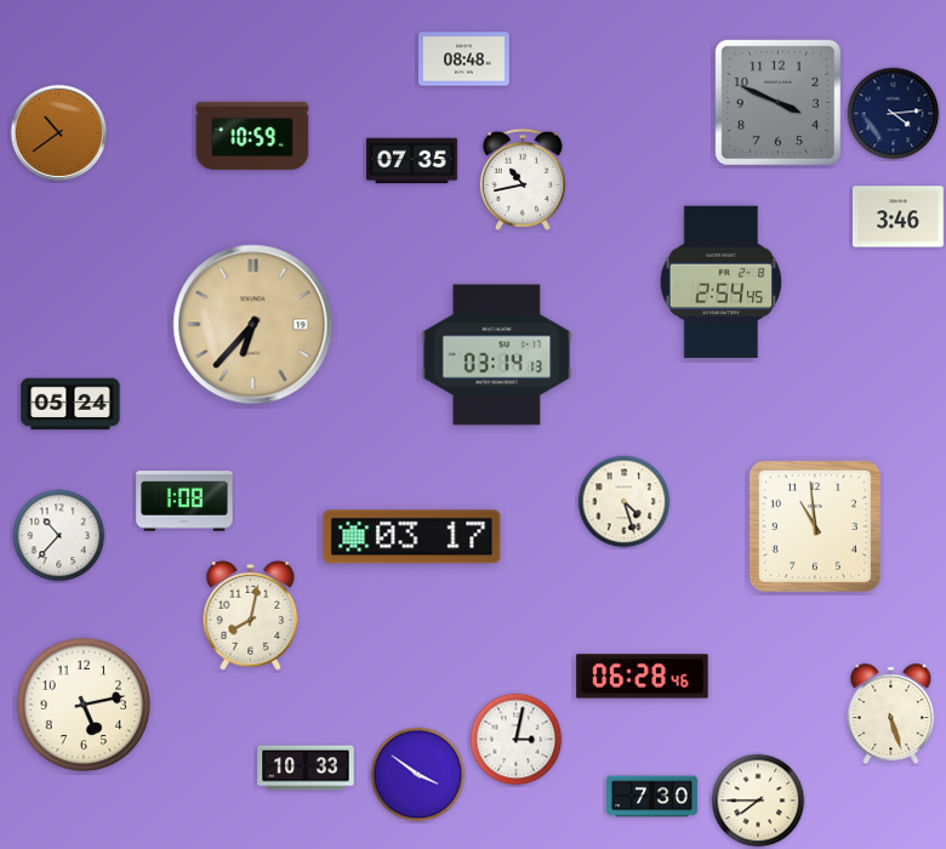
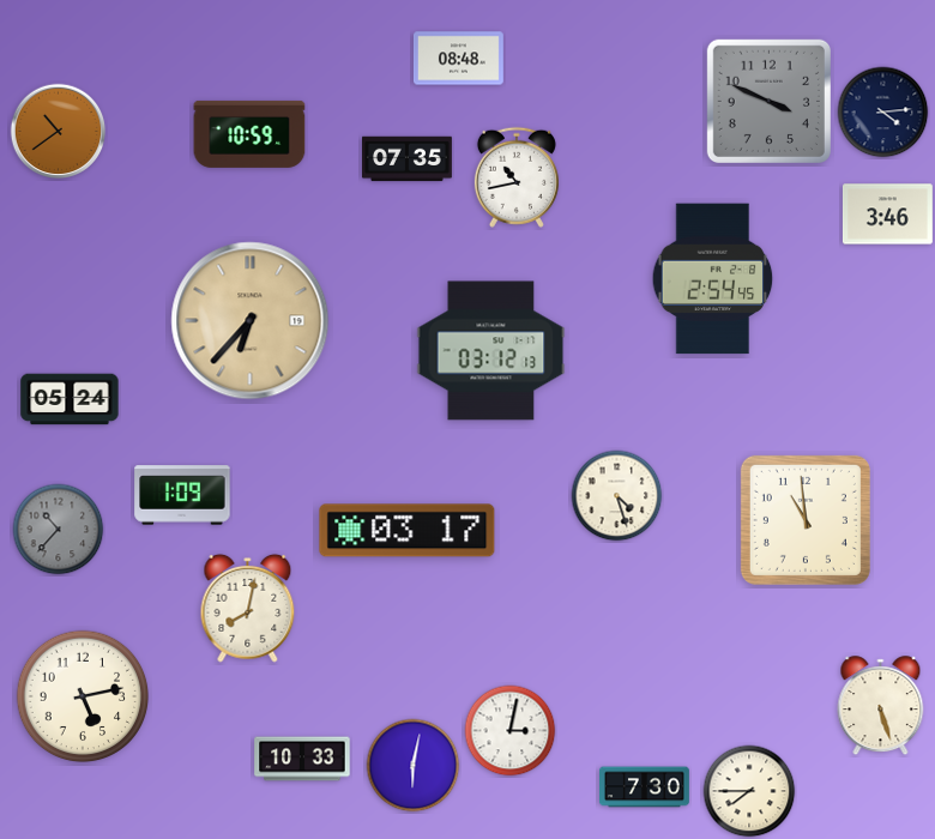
clock at (497, 355): 03:14 -> 03:12
clock at (184, 501): 1:08 -> 1:09
clock at (59, 536) dial: white -> grey
clock at (643, 677): 06:28 -> none
clock at (418, 775): 3:51 -> 6:02
